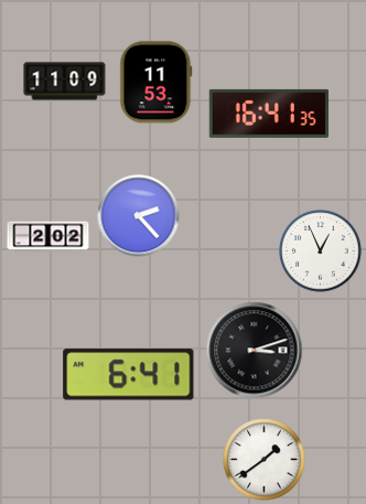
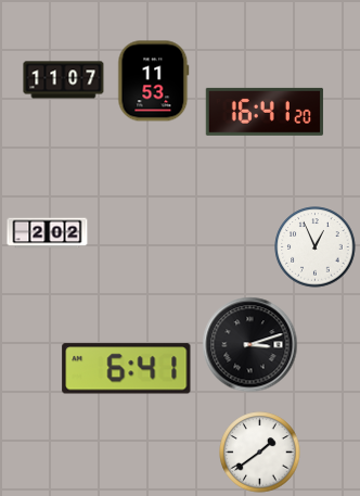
clock at (65, 82): 11:09 -> 11:07
clock at (269, 114): 16:41:35 -> 16:41:20
clock at (139, 216): 2:23 -> none
